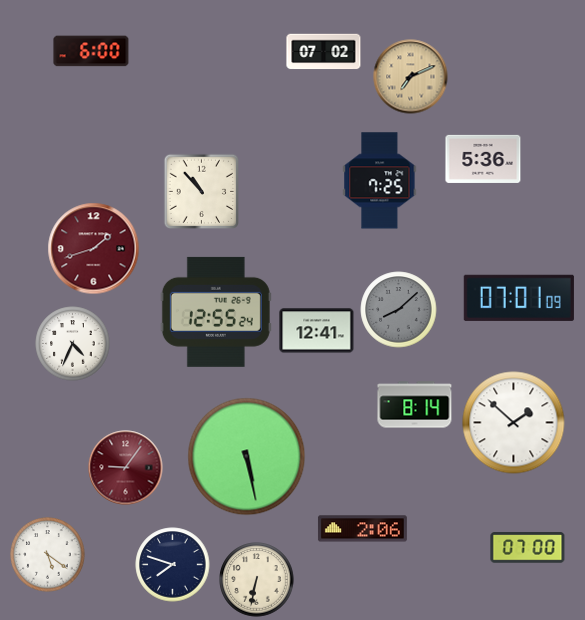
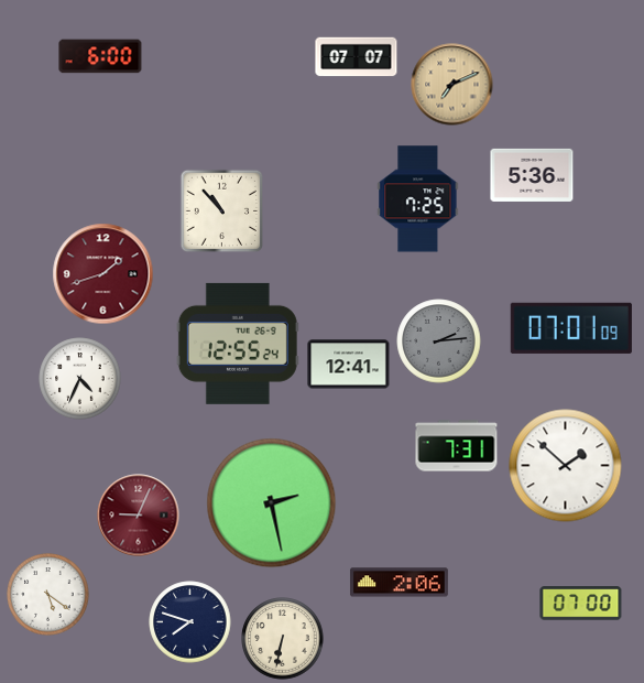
clock at (324, 52): 07:02 -> 07:07
clock at (399, 310): 8:08 -> 2:14
clock at (415, 405): 8:14 -> 7:31
clock at (247, 457): 5:28 -> 2:28
clock at (126, 468): 9:06 -> 9:04
clock at (48, 555) position: (48, 555) -> (48, 595)
